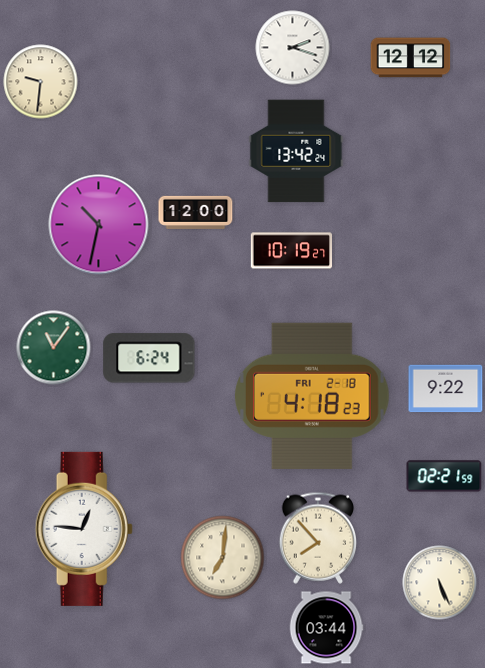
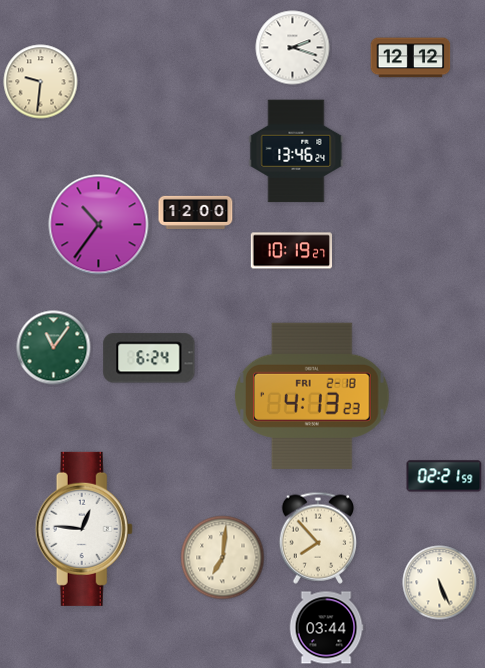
clock at (296, 151): 13:42 -> 13:46
clock at (99, 225): 10:32 -> 10:36
clock at (446, 389): 9:22 -> none
clock at (312, 396): 4:18 -> 4:13
